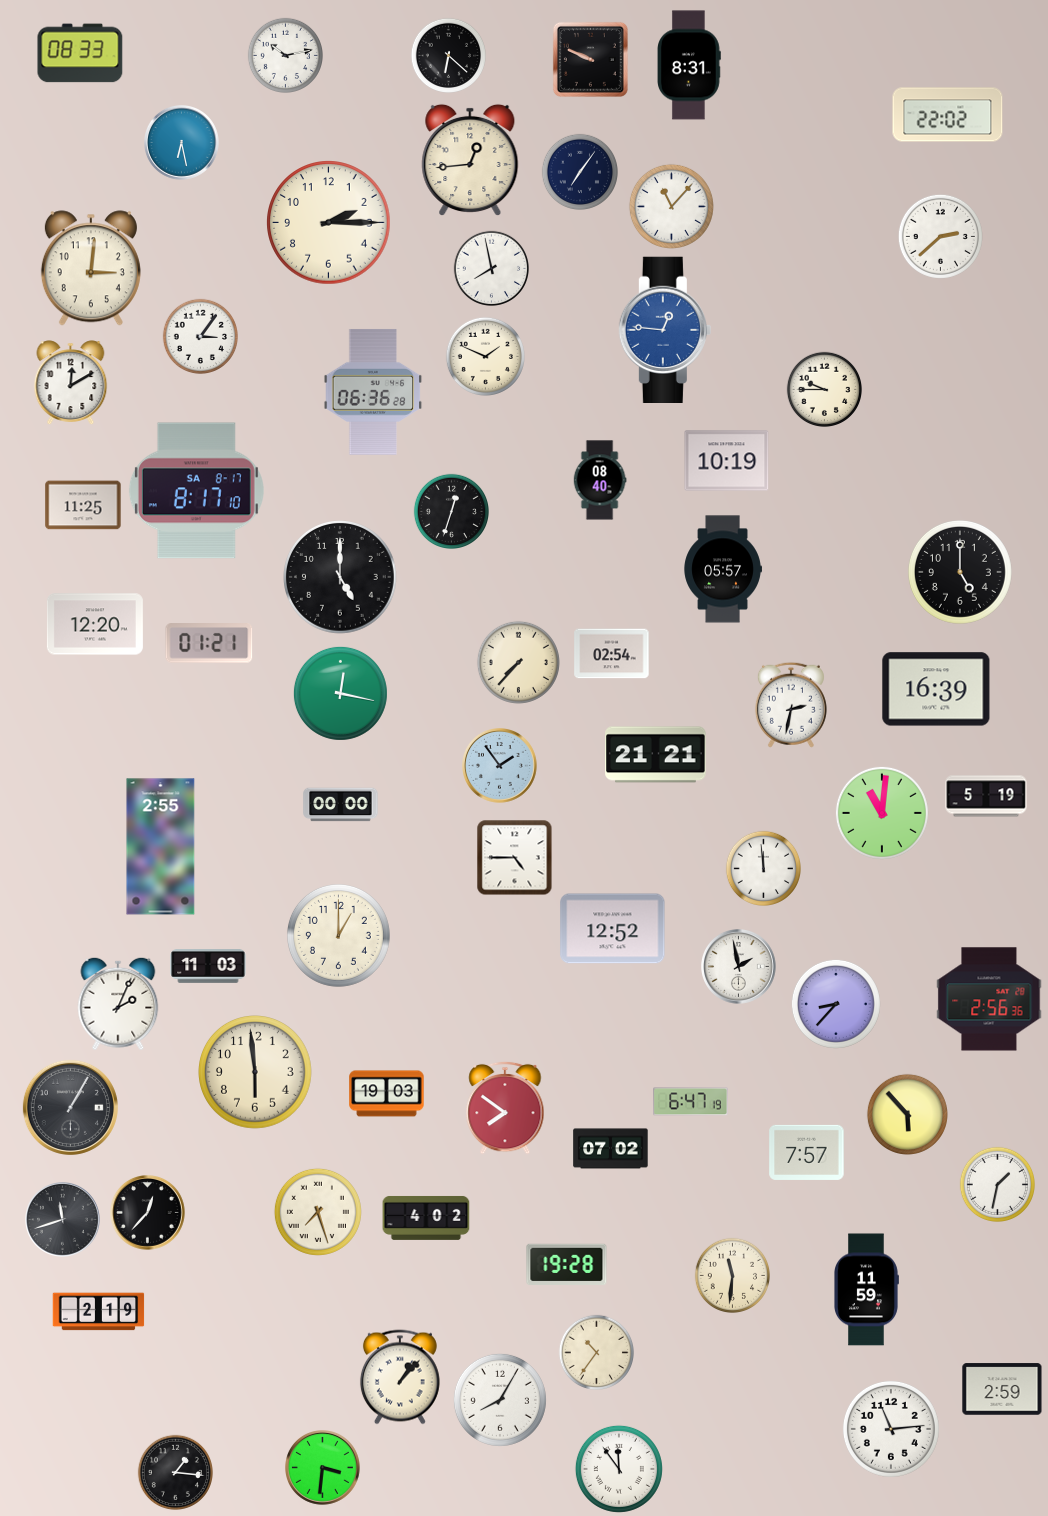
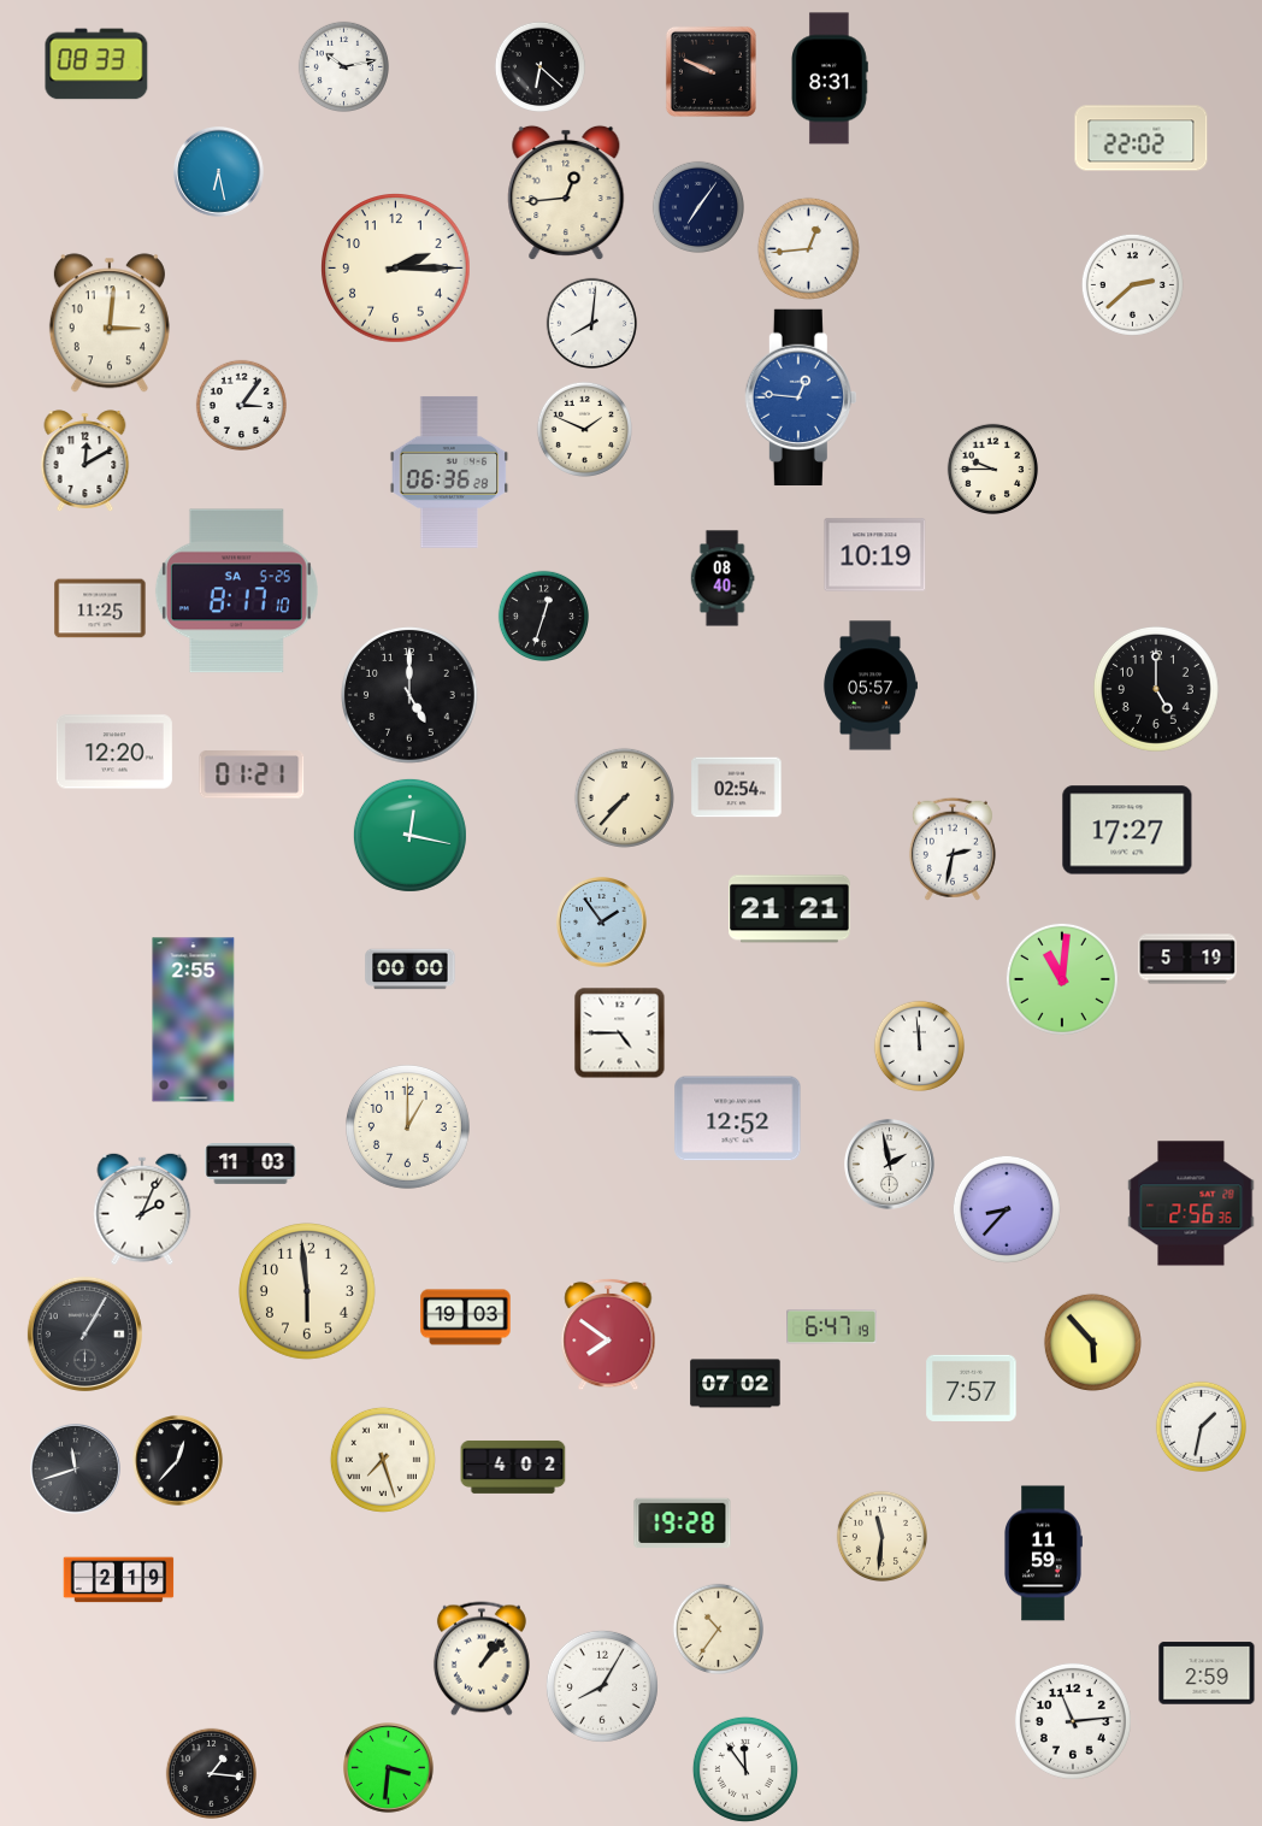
clock at (671, 206): 11:07 -> 12:44
clock at (491, 268): 7:58 -> 8:01
clock at (196, 491) date: SA 8-17 -> SA 5-25
clock at (936, 689): 16:39 -> 17:27
